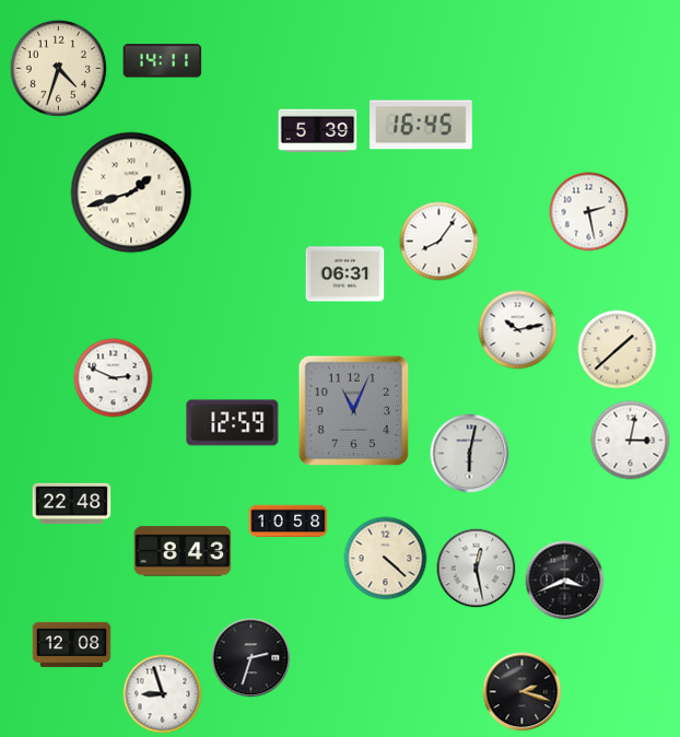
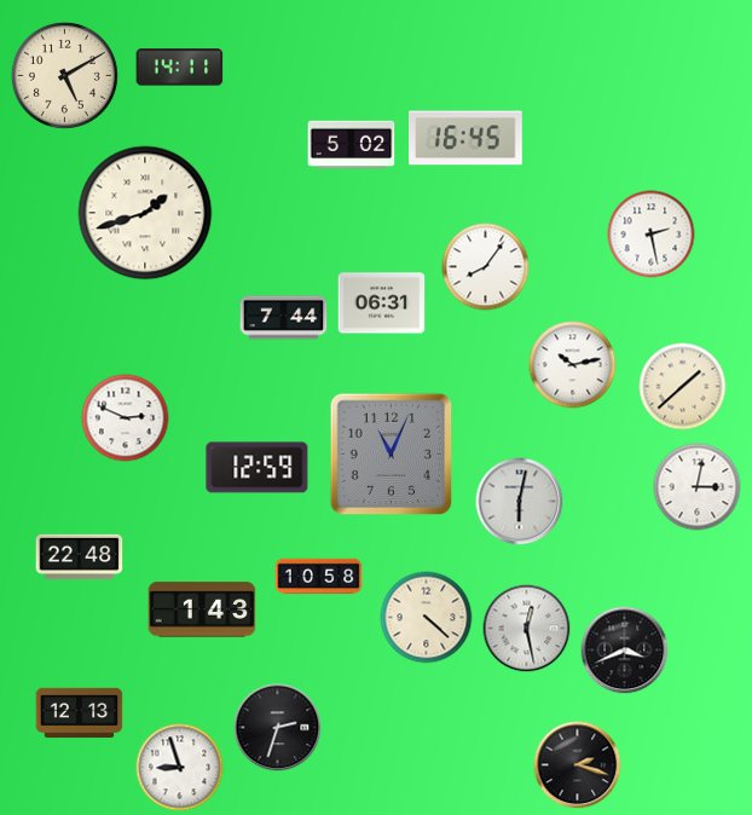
clock at (58, 68): 4:33 -> 5:10
clock at (318, 131): 5:39 -> 5:02
clock at (284, 318): none -> 7:44
clock at (183, 551): 8:43 -> 1:43
clock at (565, 581) position: (565, 581) -> (625, 651)
clock at (72, 645): 12:08 -> 12:13
